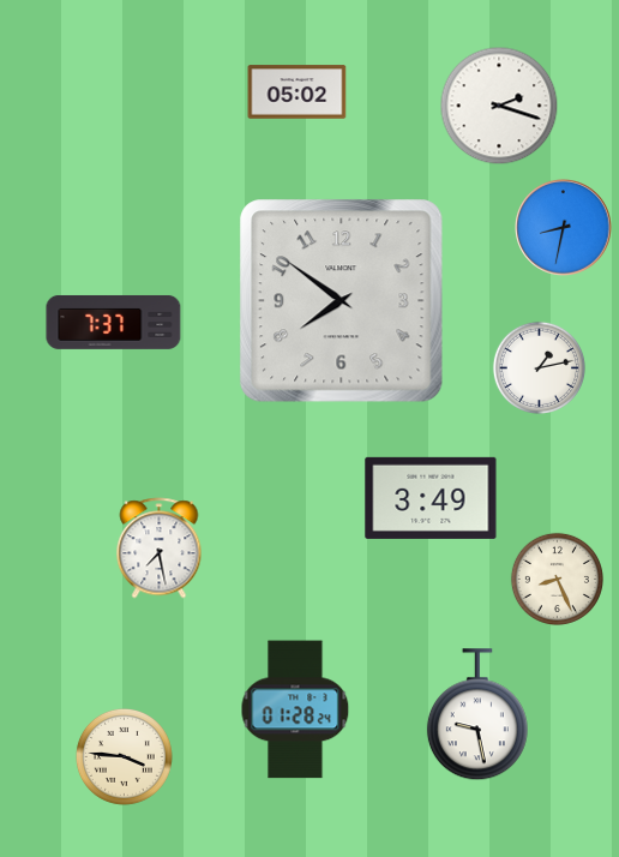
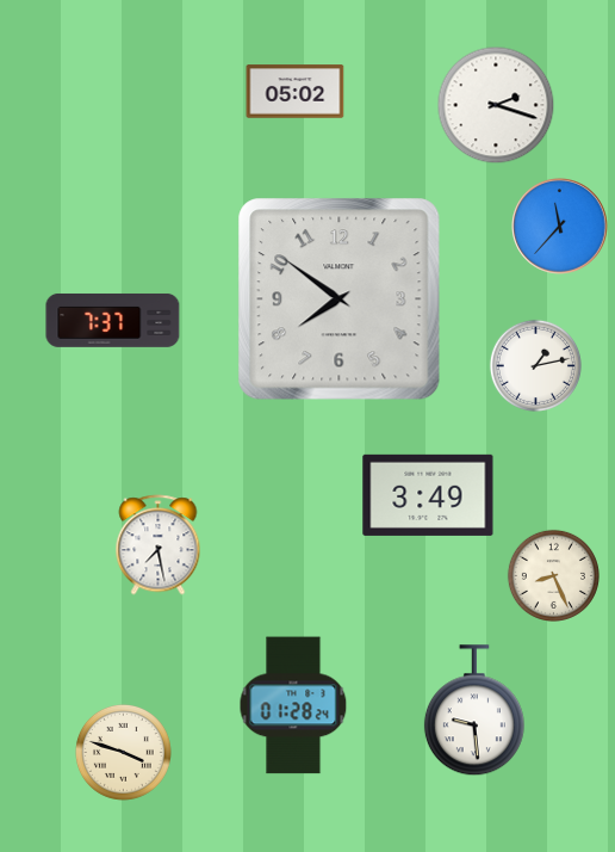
clock at (564, 228): 8:32 -> 11:37
clock at (477, 715): 9:28 -> 9:29
clock at (124, 756): 3:46 -> 3:48
